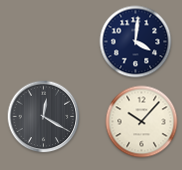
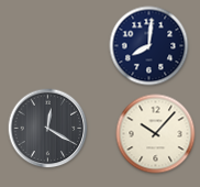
clock at (136, 42): 4:01 -> 8:01
